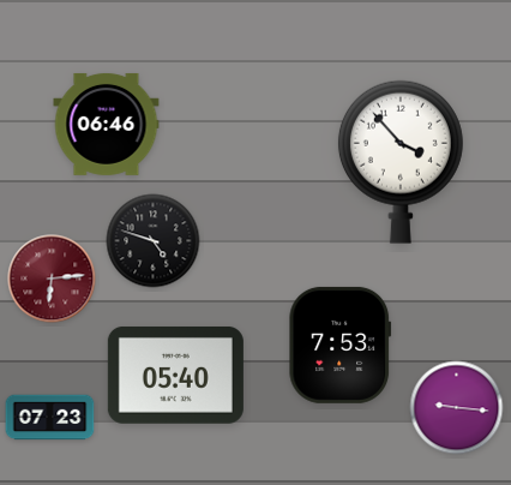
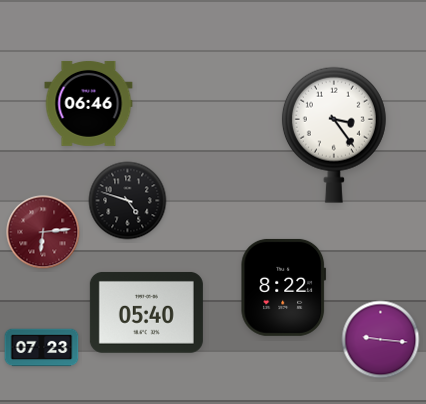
clock at (401, 162): 3:53 -> 3:24
clock at (339, 345): 7:53 -> 8:22
